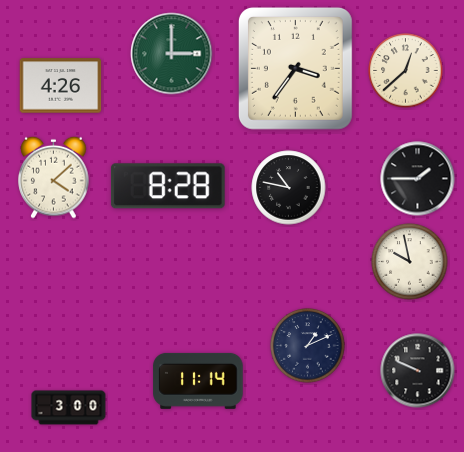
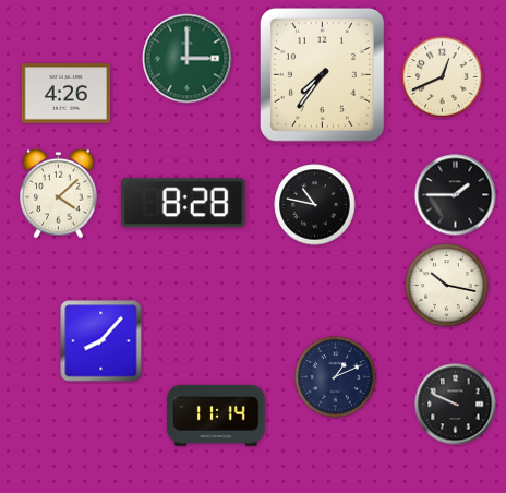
clock at (295, 68): 3:36 -> 7:36
clock at (406, 71): 12:38 -> 12:41
clock at (410, 262): 9:58 -> 10:17
clock at (101, 341): none -> 8:07
clock at (69, 408): 3:00 -> none
